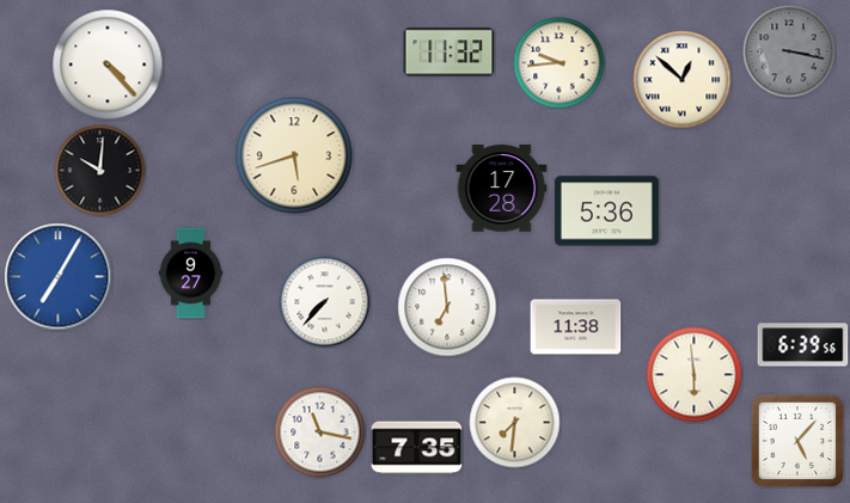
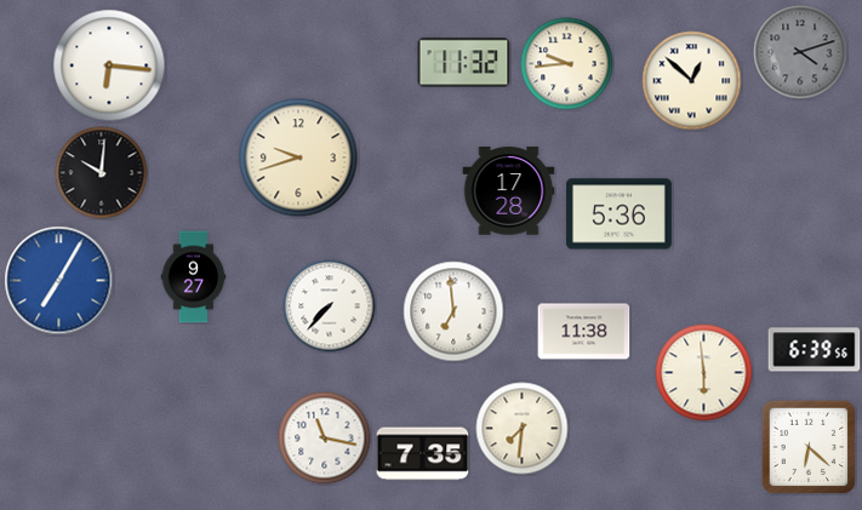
clock at (789, 51): 3:17 -> 4:12
clock at (450, 53) position: (450, 53) -> (464, 63)
clock at (108, 65): 4:23 -> 6:16
clock at (294, 155): 5:42 -> 9:42
clock at (606, 211) position: (606, 211) -> (618, 214)
clock at (695, 375) position: (695, 375) -> (704, 373)
clock at (797, 441): 5:07 -> 6:22
